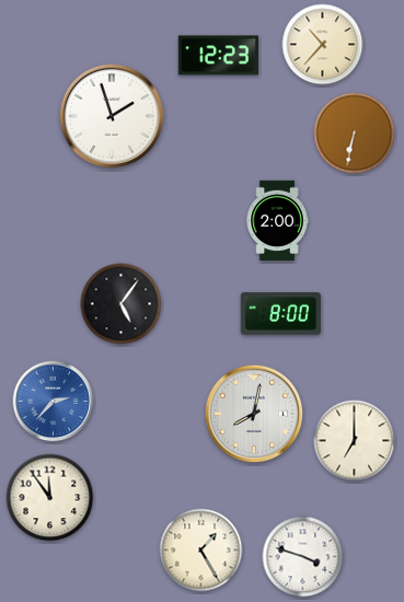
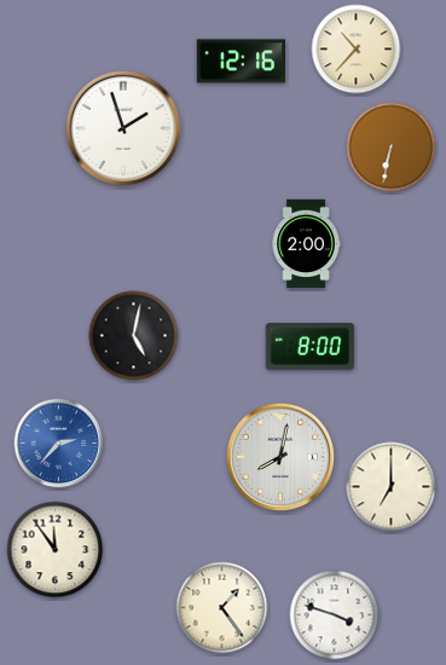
clock at (218, 56): 12:23 -> 12:16
clock at (122, 304): 5:06 -> 5:02
clock at (201, 551): 1:25 -> 1:24
